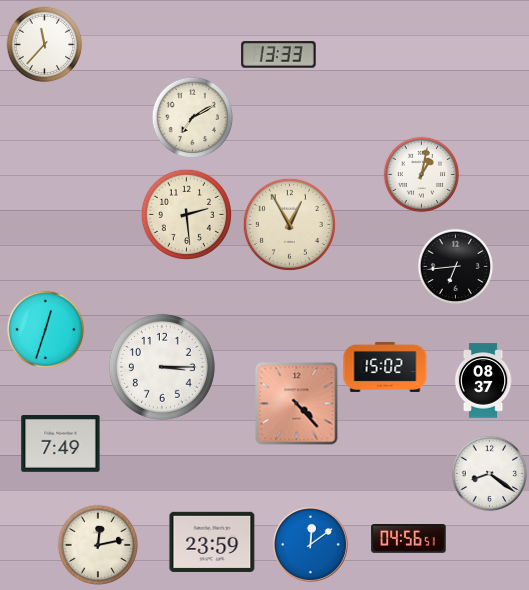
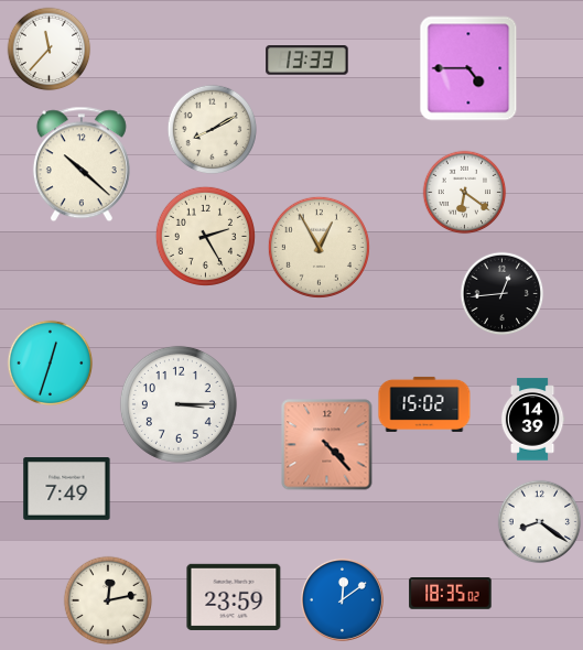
clock at (468, 68): none -> 4:45
clock at (193, 118): 7:10 -> 8:10
clock at (82, 164): none -> 10:22
clock at (422, 175): 1:02 -> 6:21
clock at (186, 214): 2:29 -> 2:25
clock at (456, 267): 6:44 -> 12:44
clock at (483, 381): 08:37 -> 14:39
clock at (409, 539): 04:56 -> 18:35
